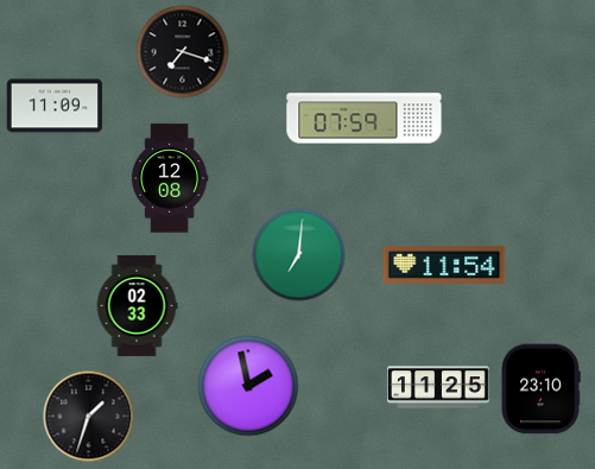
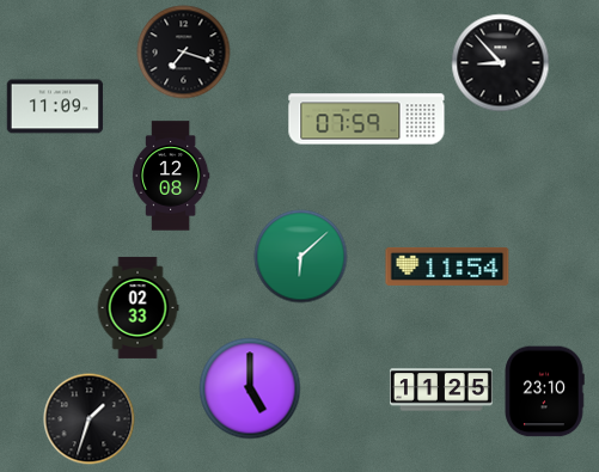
clock at (501, 63): none -> 8:53
clock at (170, 178) position: (170, 178) -> (171, 176)
clock at (299, 255): 7:01 -> 6:08
clock at (248, 386): 1:58 -> 5:00
